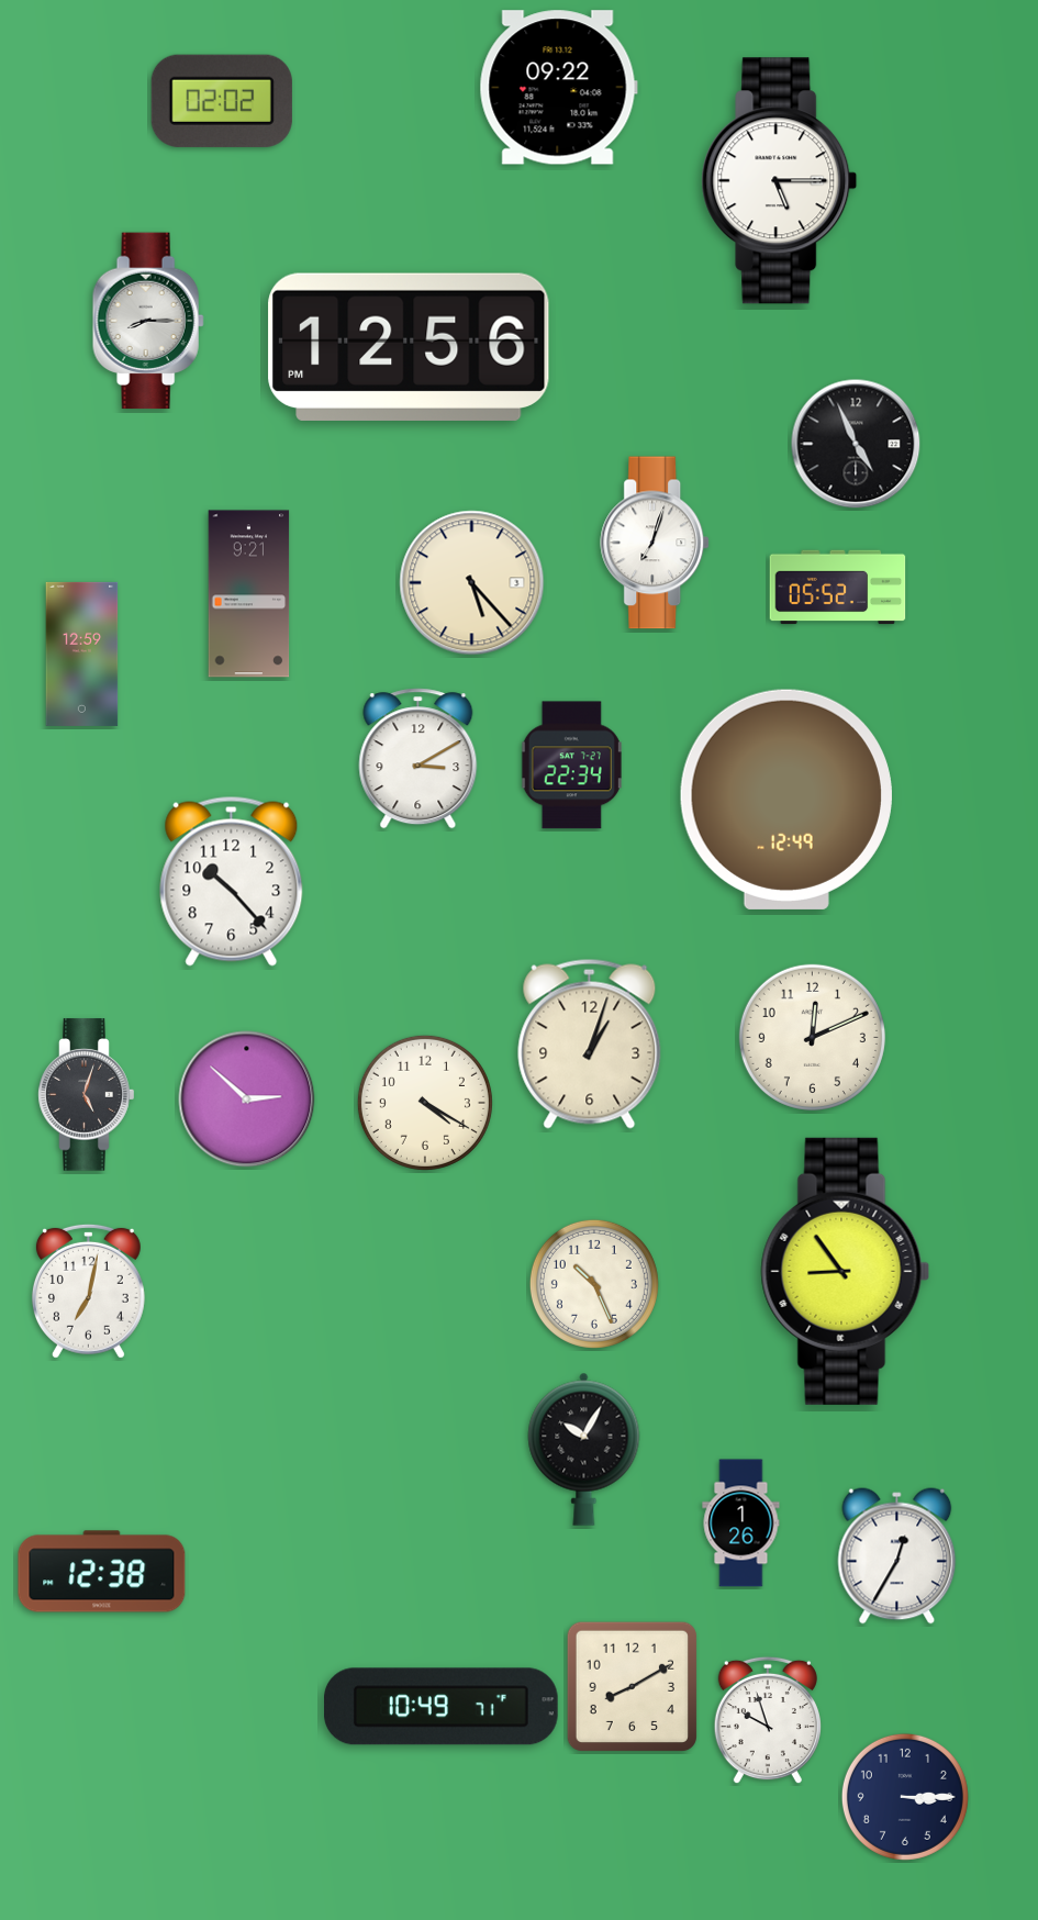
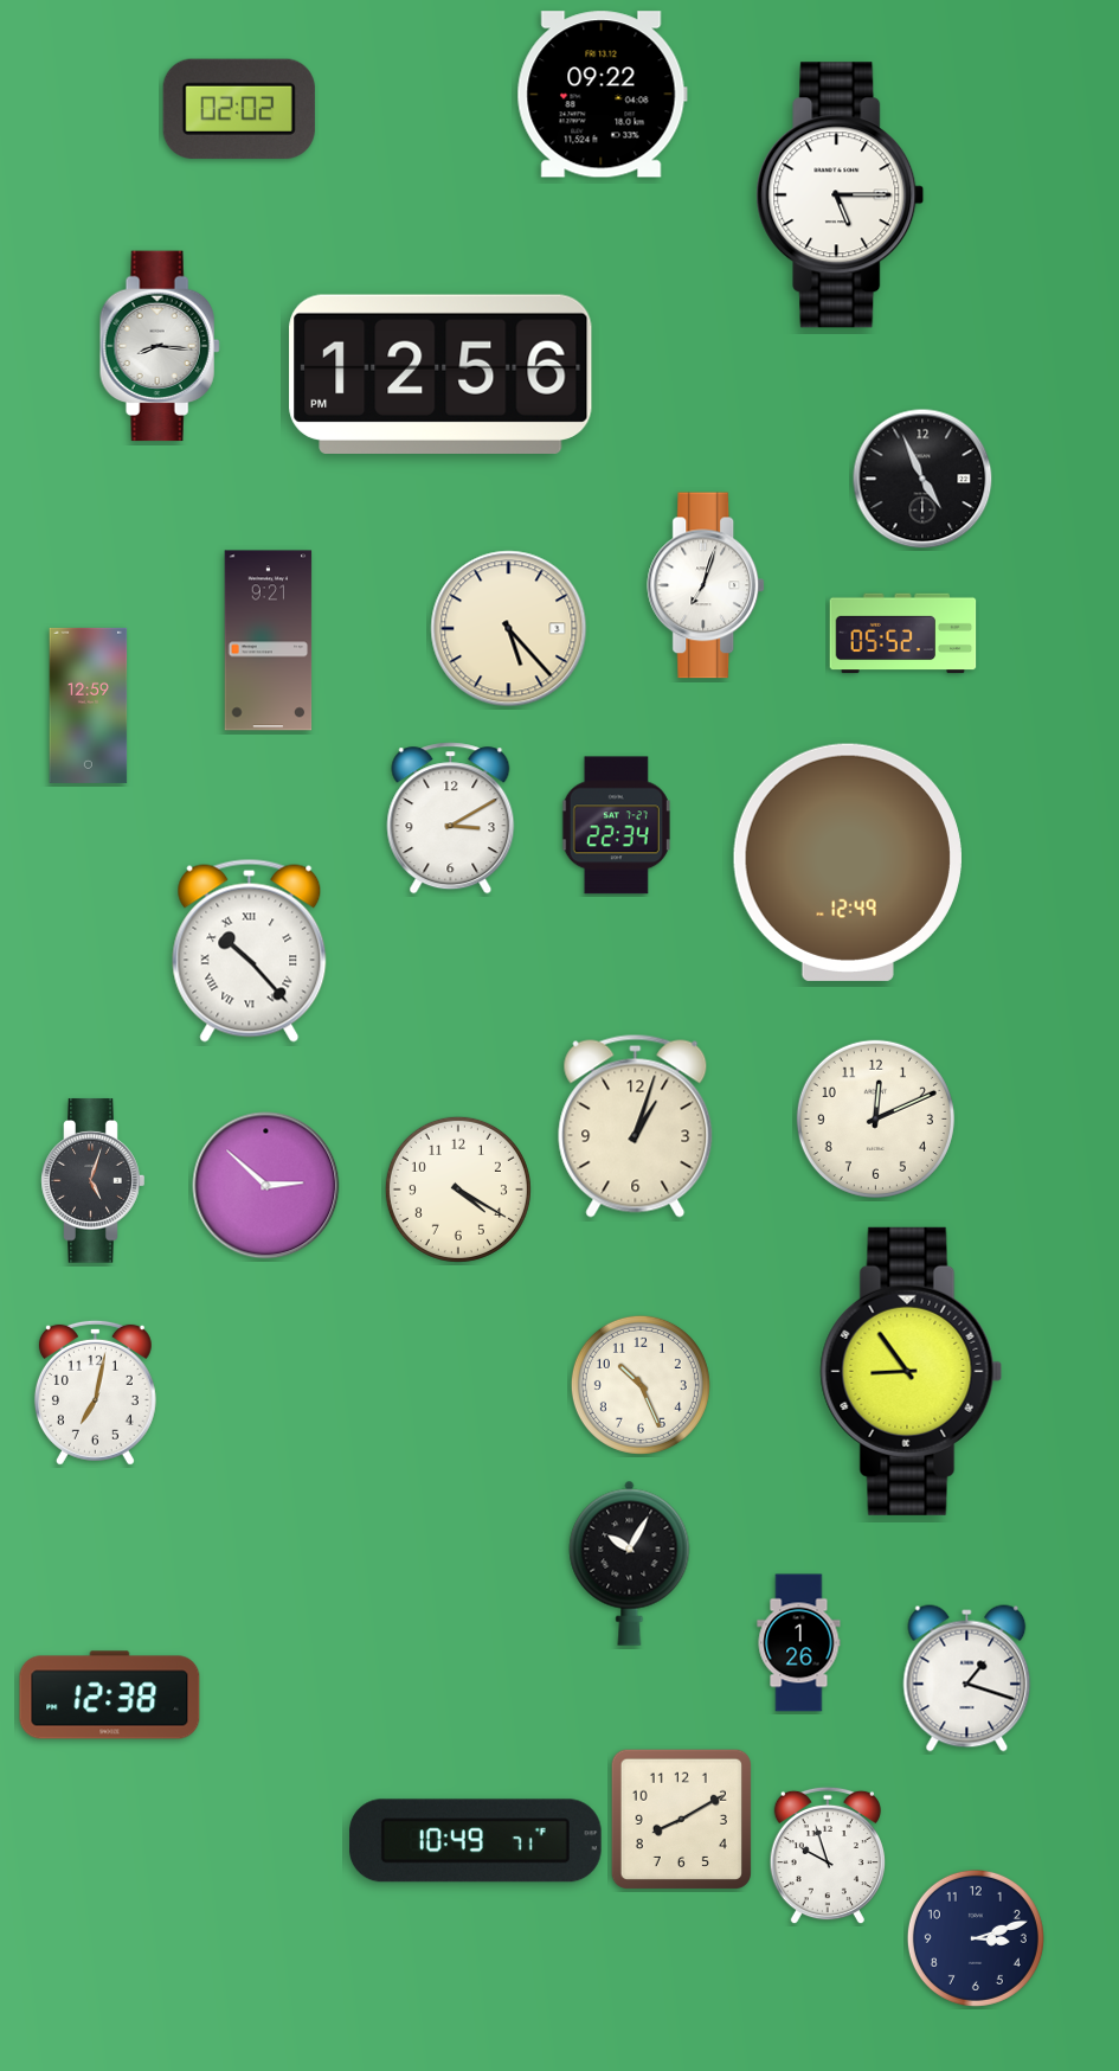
clock at (148, 321): 8:15 -> 8:16
clock at (232, 881) numerals: Arabic -> Roman
clock at (897, 1556): 12:35 -> 1:18
clock at (905, 1797): 3:15 -> 3:12
